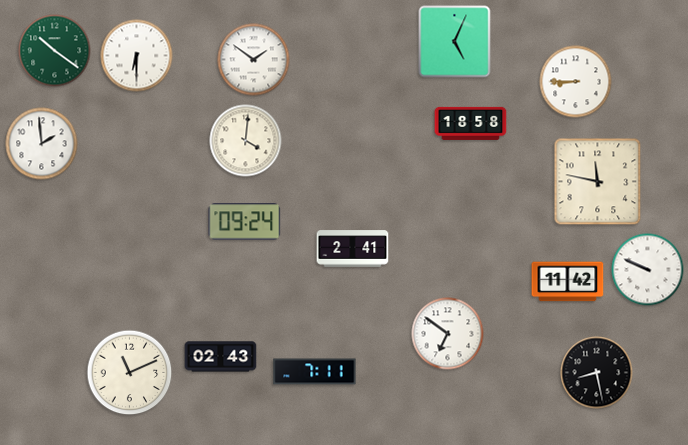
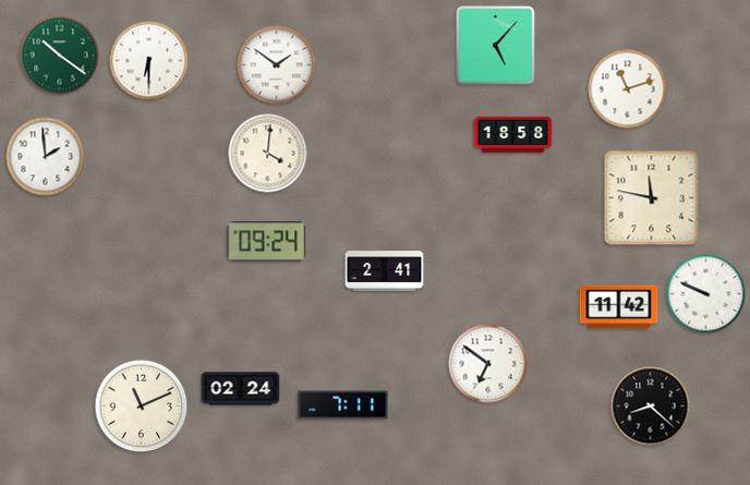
clock at (455, 42): 5:04 -> 5:07
clock at (576, 82): 8:45 -> 11:12
clock at (221, 357): 02:43 -> 02:24
clock at (597, 373): 8:28 -> 8:22
